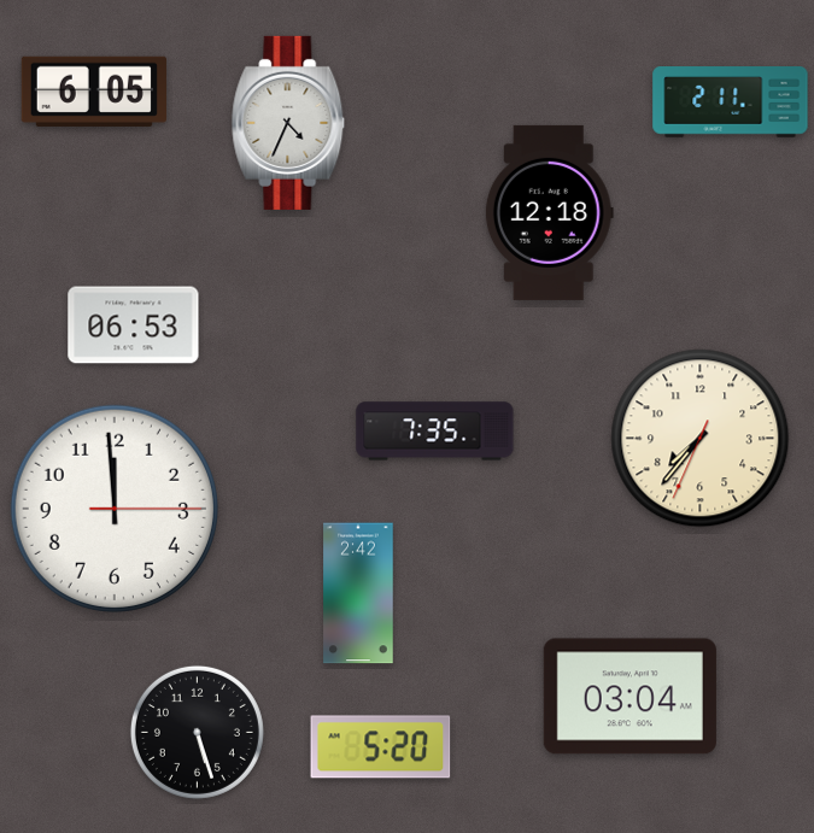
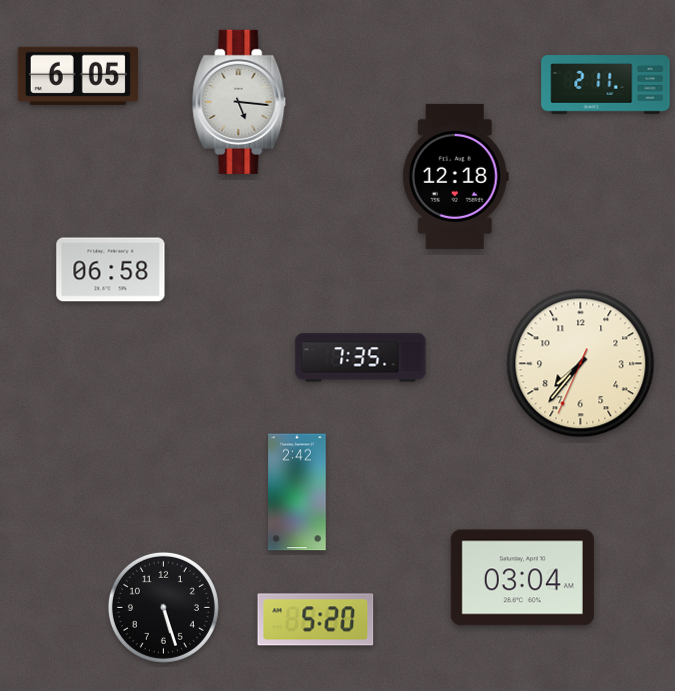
clock at (288, 123): 4:34 -> 5:16
clock at (134, 325): 06:53 -> 06:58
clock at (115, 509): 11:59 -> none
